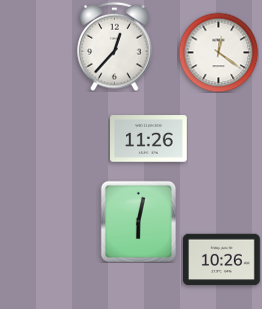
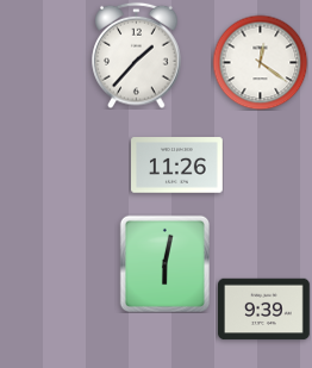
clock at (115, 46): 12:37 -> 1:37
clock at (222, 260): 10:26 -> 9:39
